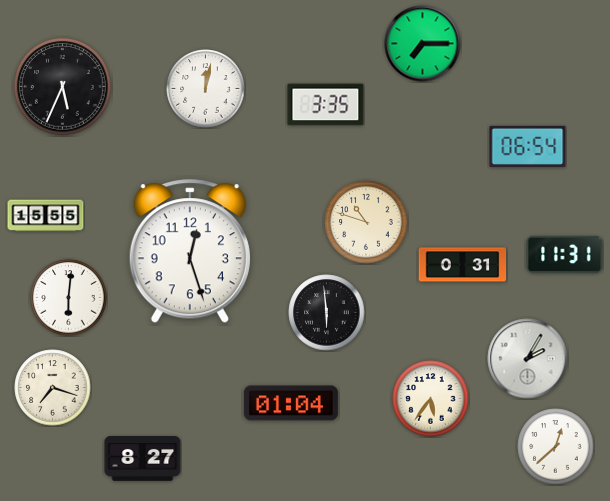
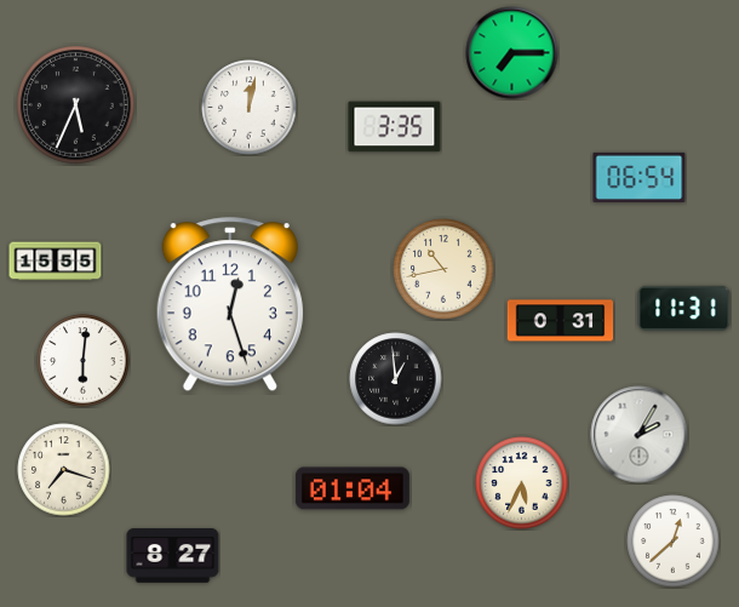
clock at (366, 222): 10:48 -> 10:43
clock at (327, 313): 5:59 -> 12:59
clock at (431, 399): 5:36 -> 5:34
